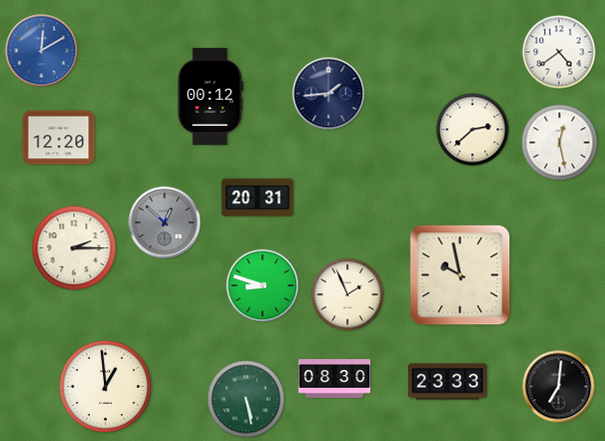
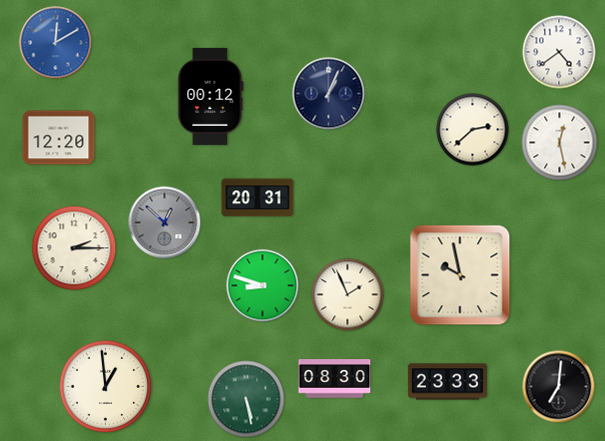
clock at (42, 51) position: (42, 51) -> (56, 43)
clock at (329, 94): 1:44 -> 1:04
